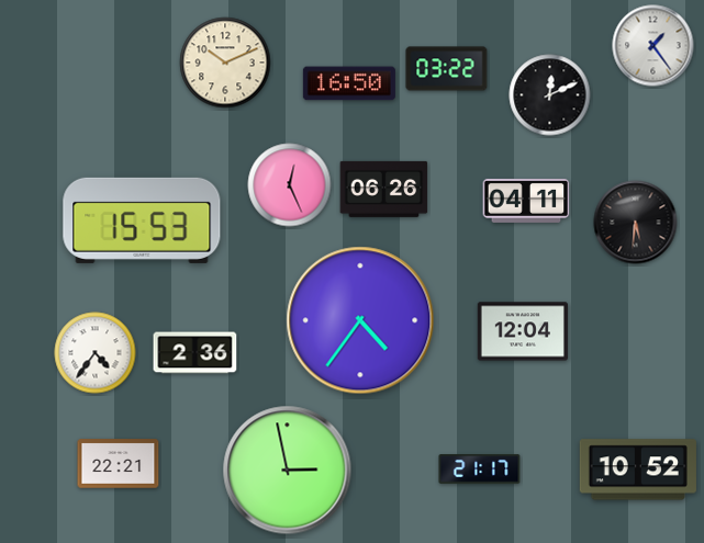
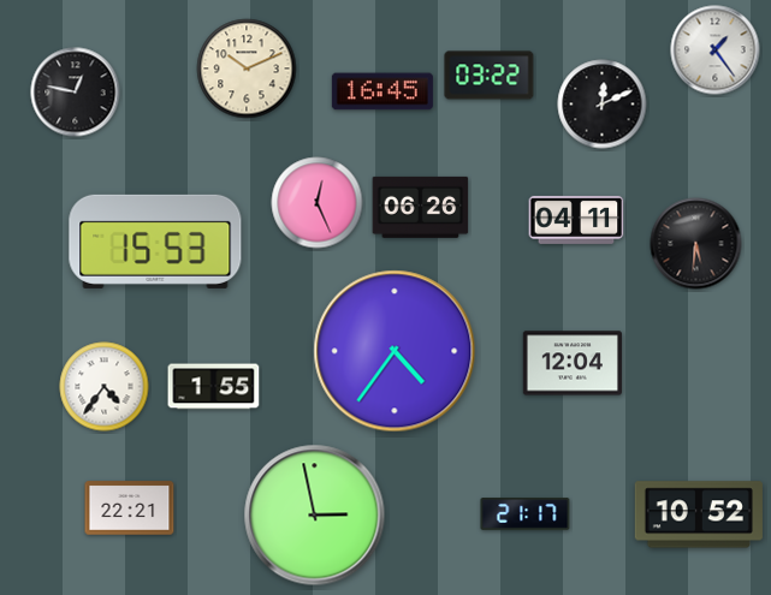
clock at (349, 83): 16:50 -> 16:45
clock at (76, 93): none -> 12:47
clock at (195, 353): 2:36 -> 1:55
